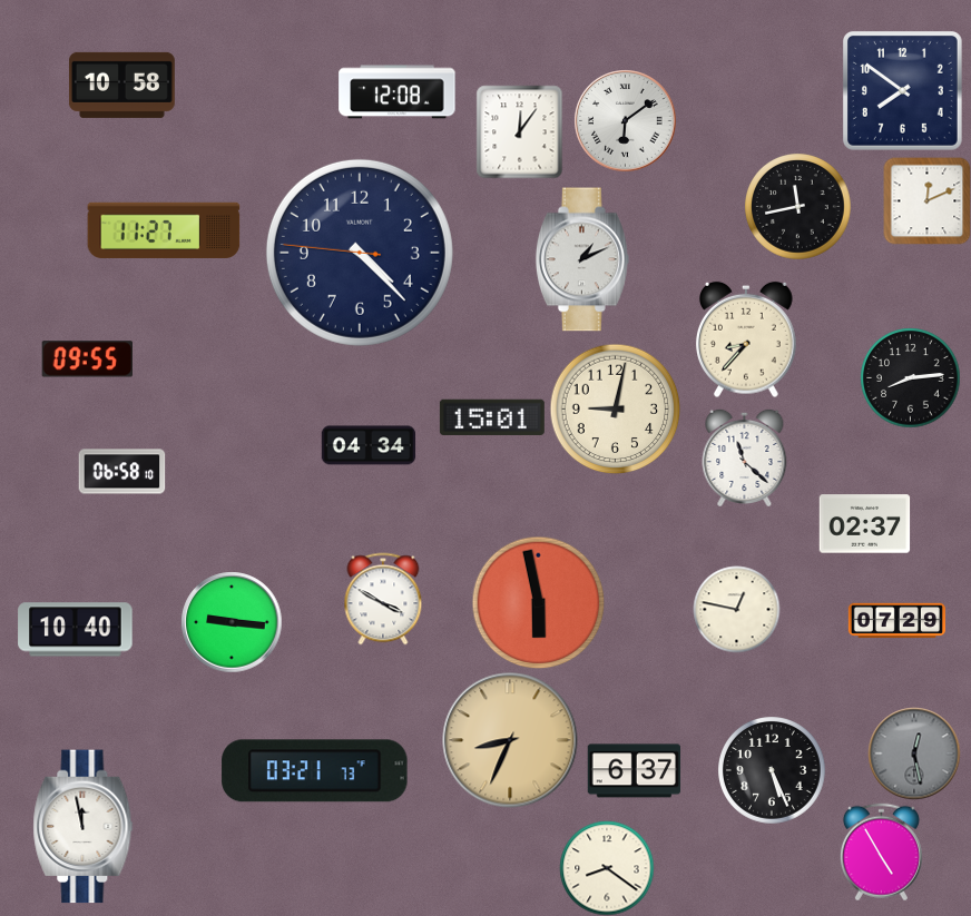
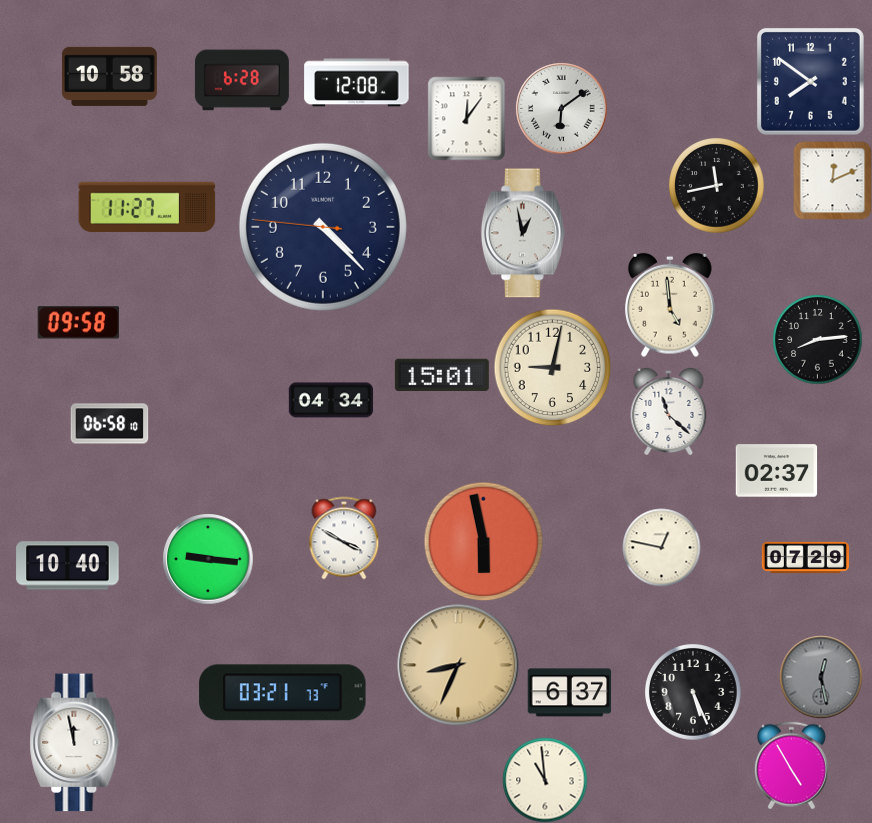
clock at (242, 80): none -> 6:28
clock at (582, 259): 1:11 -> 12:58
clock at (747, 339): 8:37 -> 4:59
clock at (87, 359): 09:55 -> 09:58
clock at (607, 868): 8:21 -> 10:59
